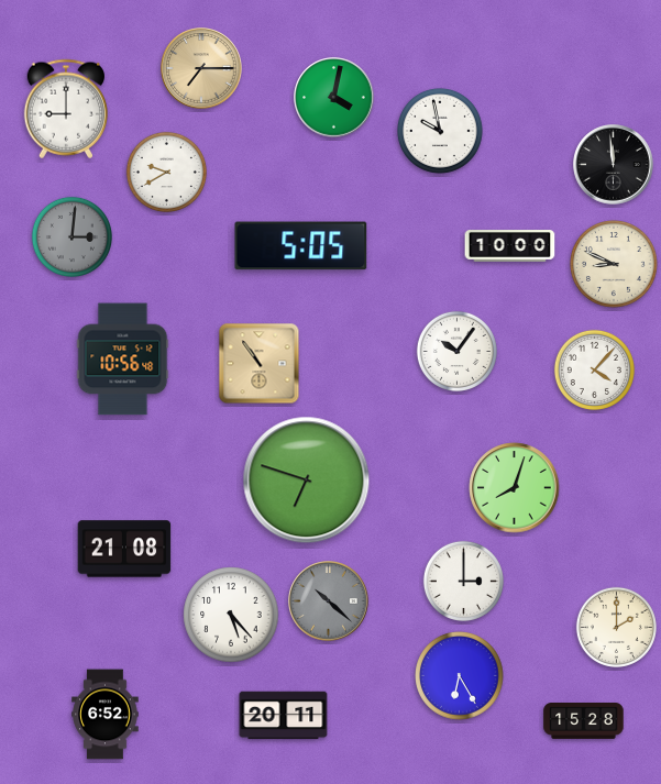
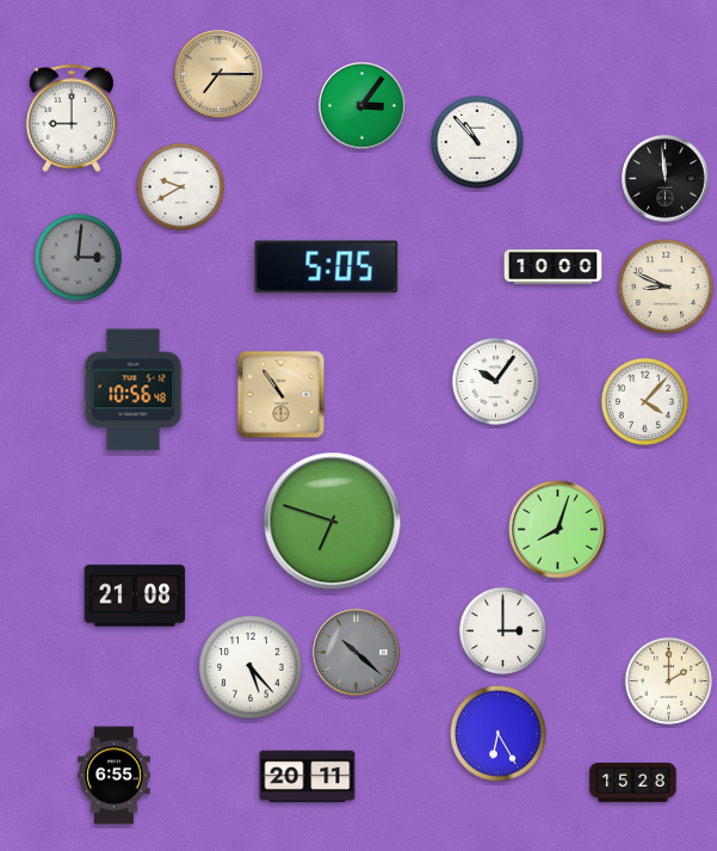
clock at (334, 98): 4:02 -> 3:06
clock at (440, 131): 9:58 -> 10:53
clock at (106, 715): 6:52 -> 6:55
